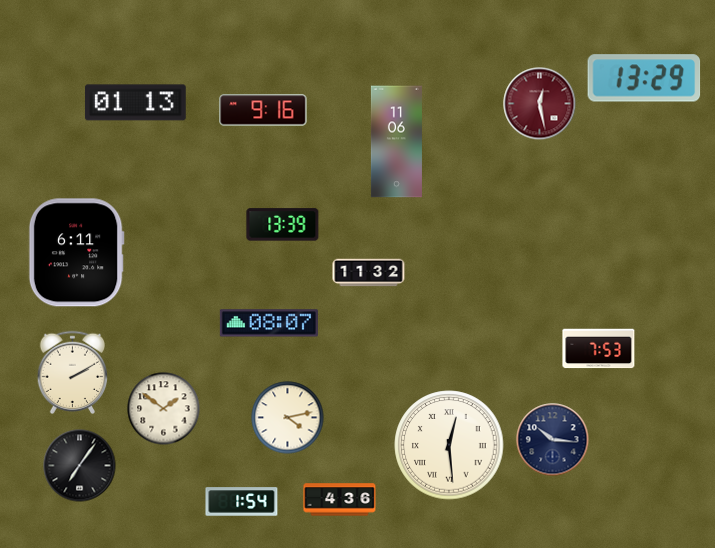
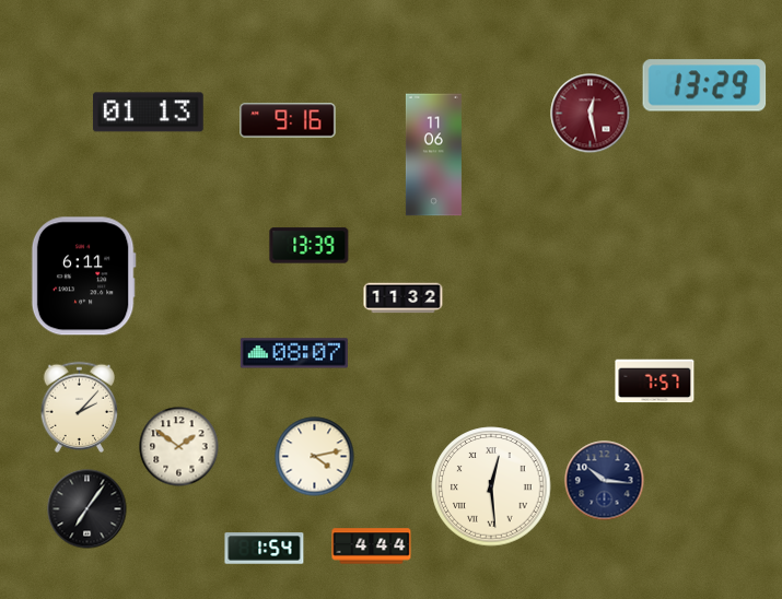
clock at (599, 349): 7:53 -> 7:57
clock at (73, 373): 2:10 -> 2:07
clock at (340, 500): 4:36 -> 4:44
